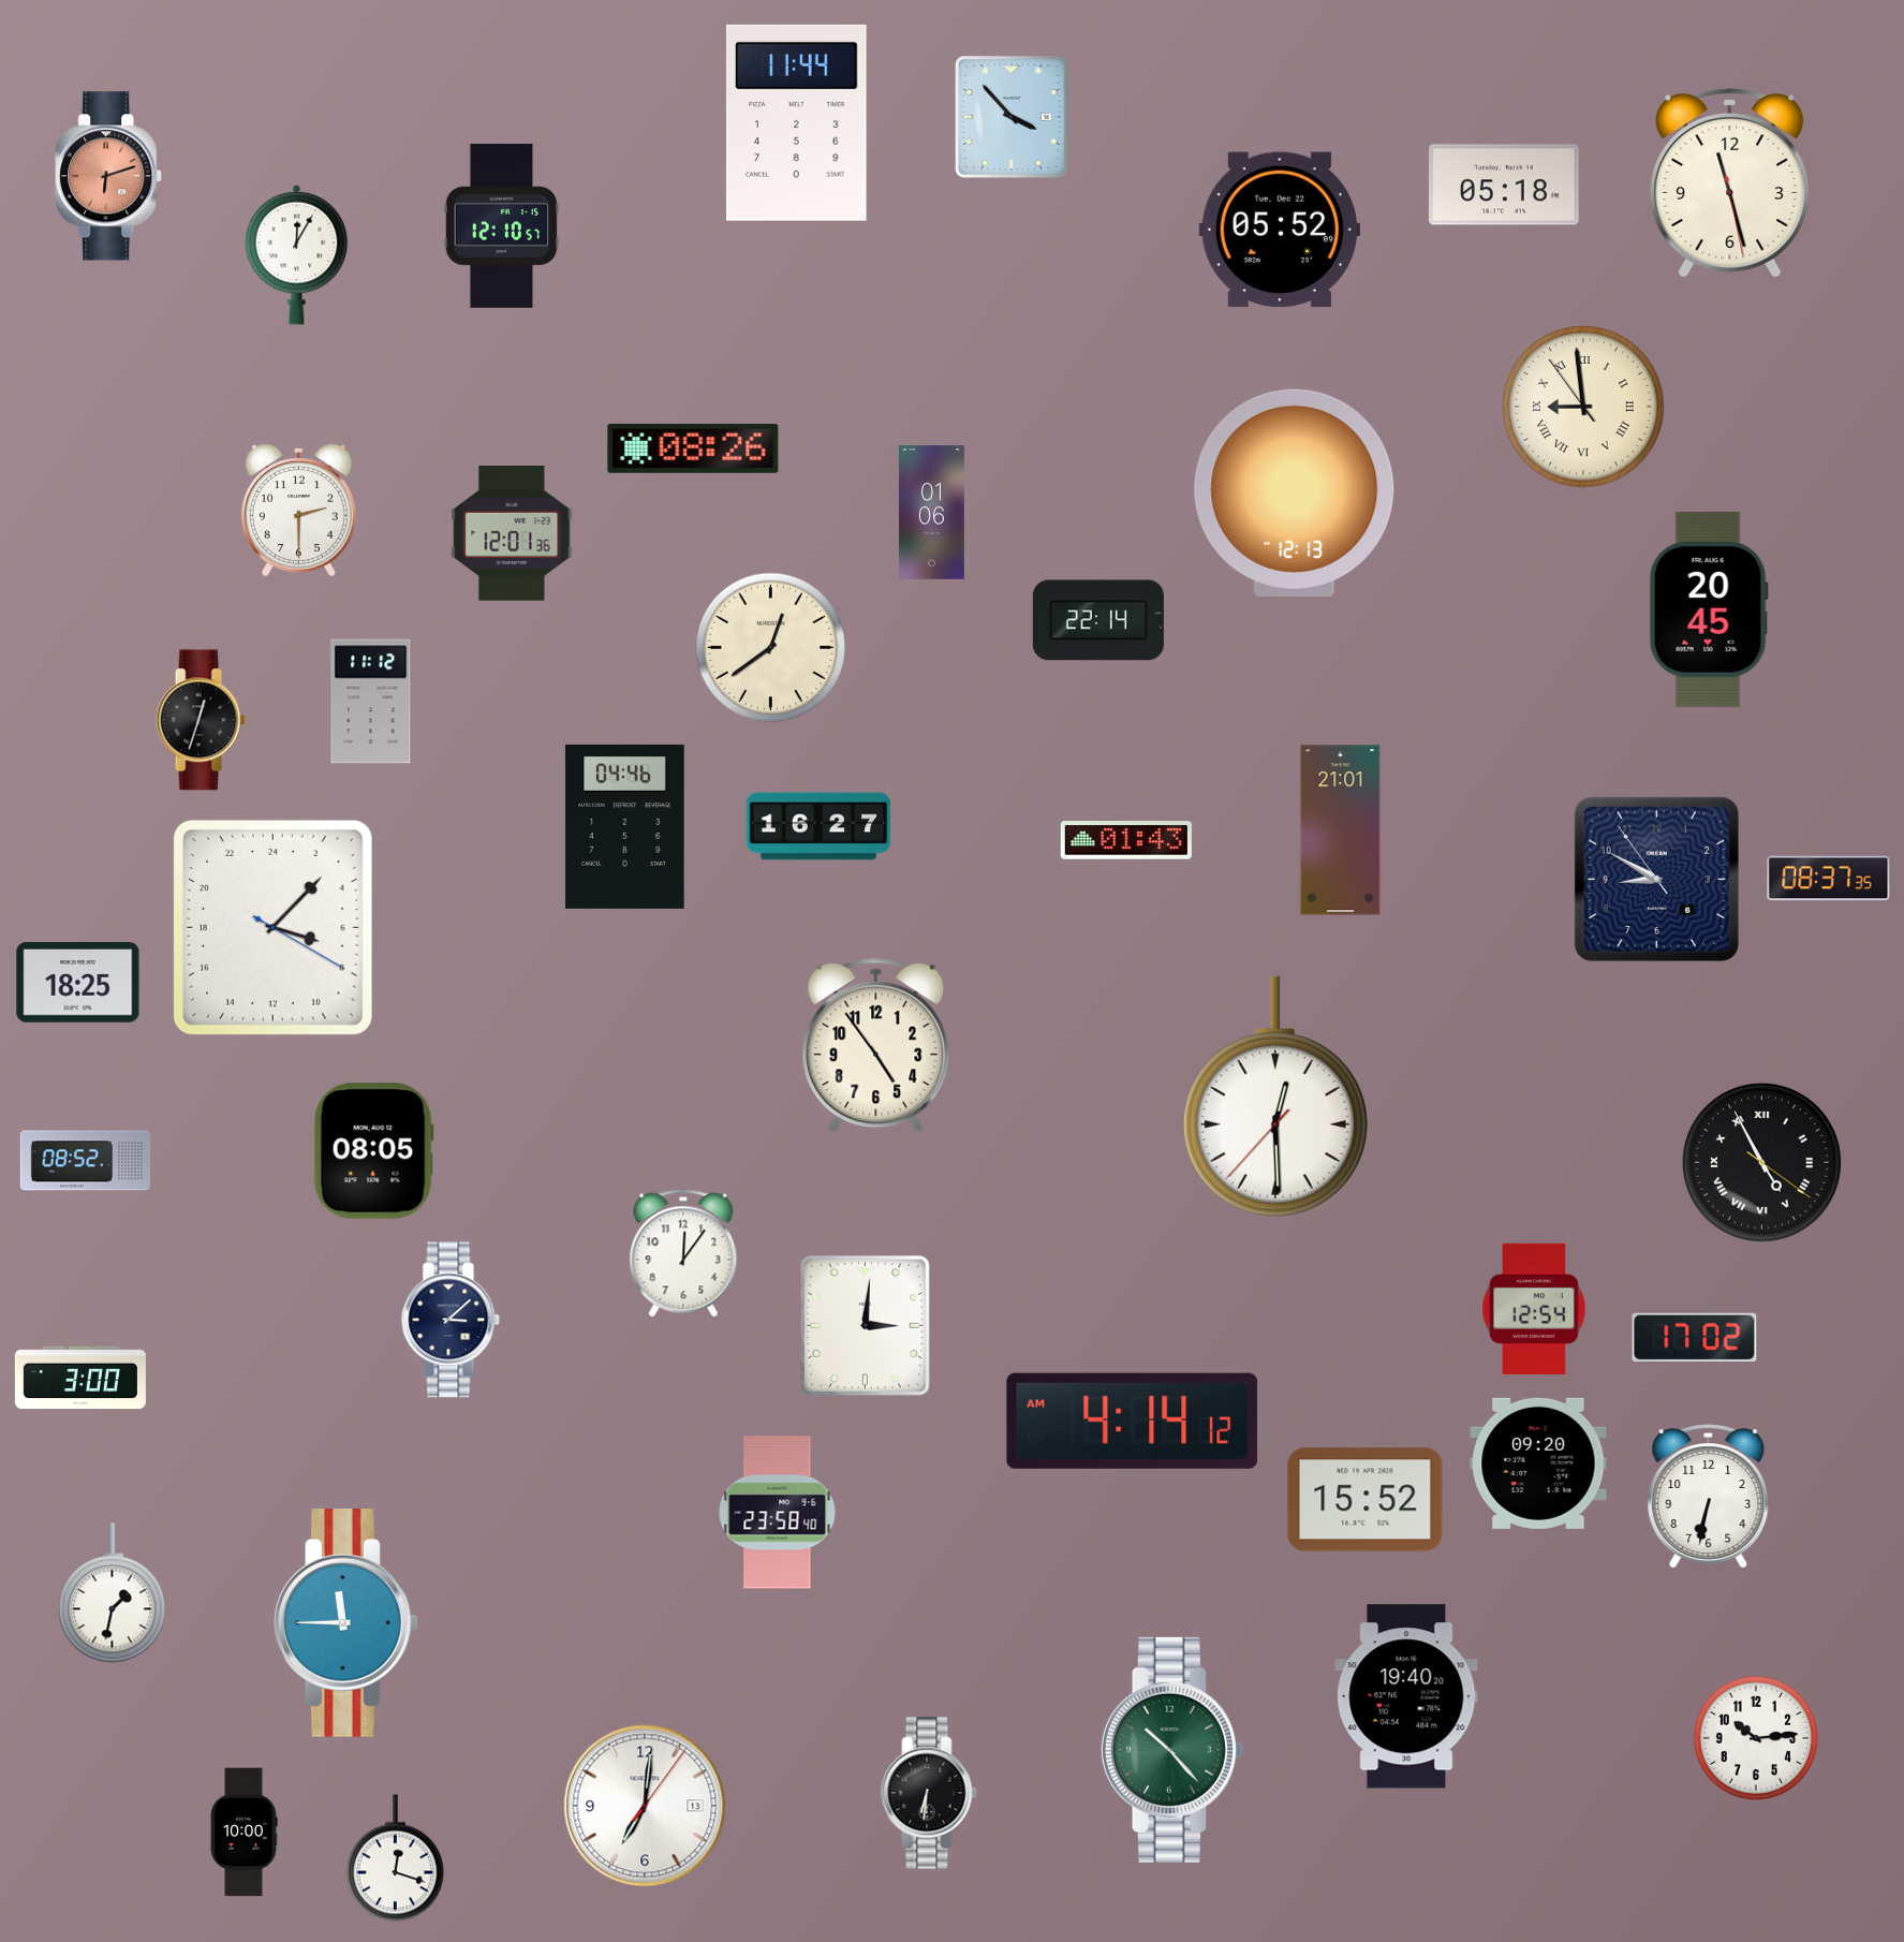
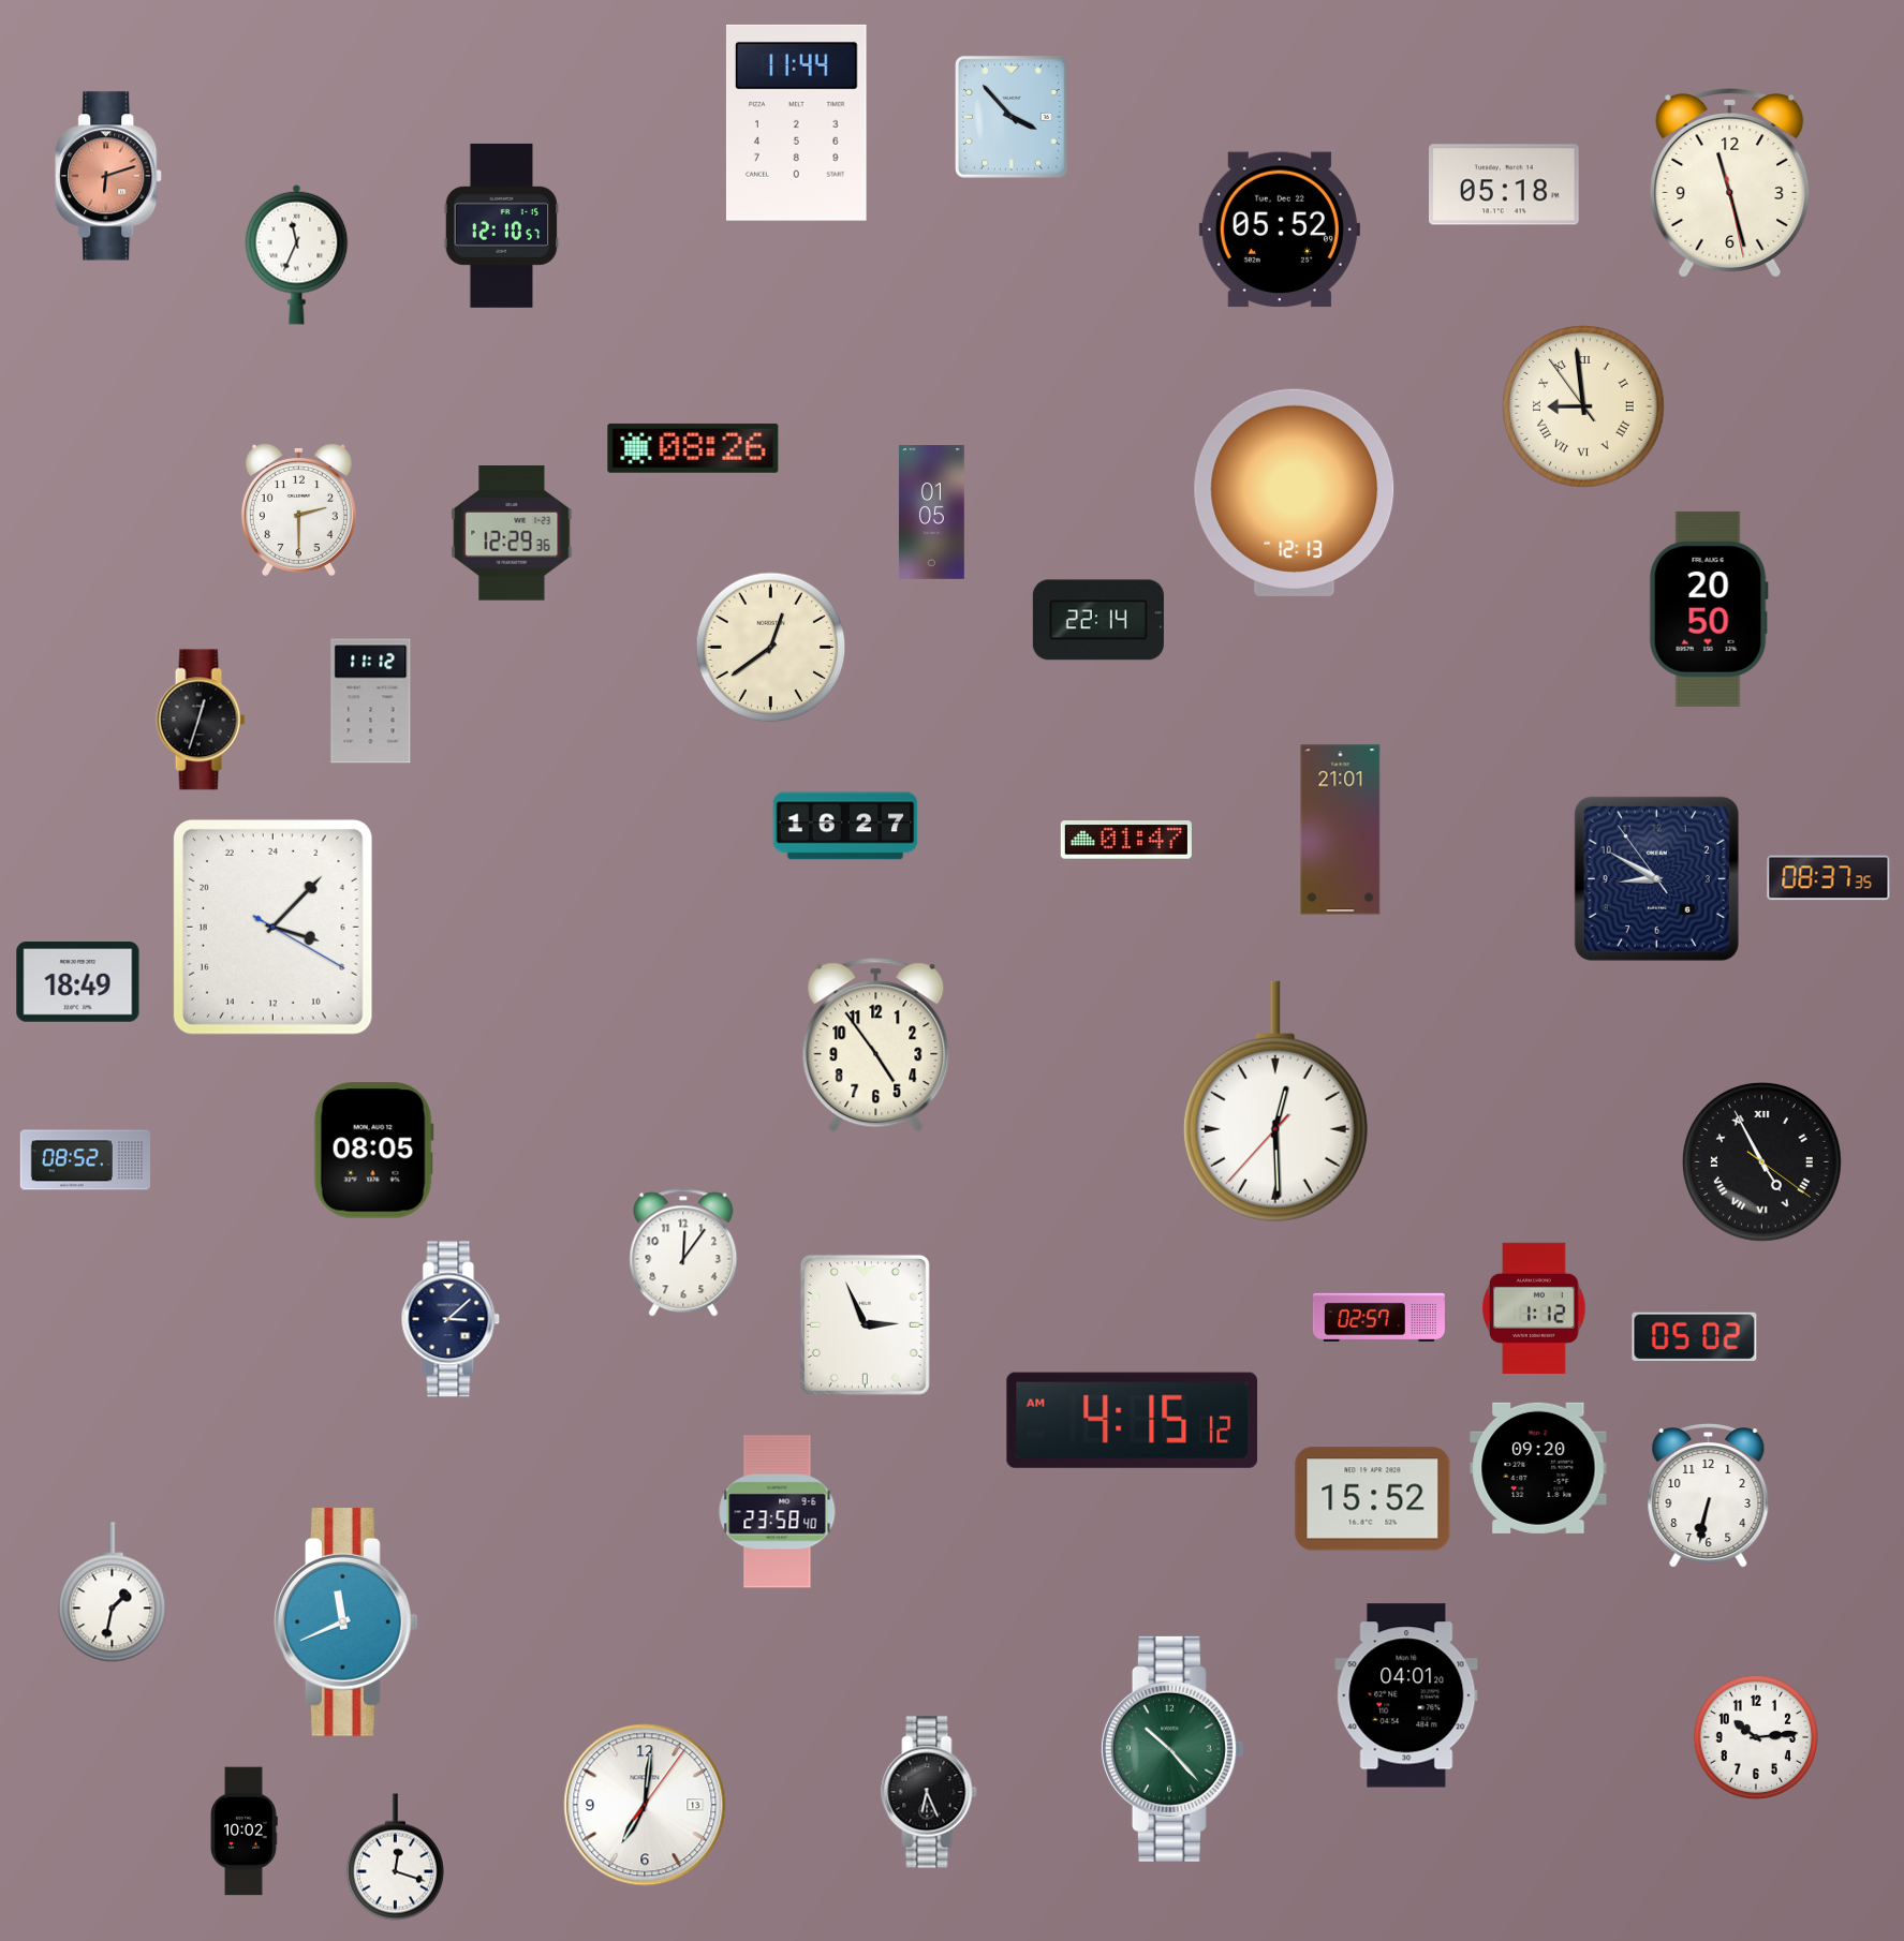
clock at (297, 254): 12:05 -> 11:34
clock at (931, 513): 01:06 -> 01:05
clock at (512, 533): 12:01 -> 12:29
clock at (1709, 609): 20:45 -> 20:50
clock at (625, 826): 04:46 -> none
clock at (818, 826) position: (818, 826) -> (845, 826)
clock at (1126, 840): 01:43 -> 01:47
clock at (78, 983): 18:25 -> 18:49
clock at (1275, 1097) position: (1275, 1097) -> (1275, 1101)
clock at (1534, 1309): 12:54 -> 1:12
clock at (1378, 1317): none -> 02:57
clock at (865, 1325): 3:01 -> 2:56
clock at (1695, 1338): 17:02 -> 05:02
clock at (80, 1378): 3:00 -> none
clock at (1133, 1421): 4:14 -> 4:15
clock at (1538, 1463) position: (1538, 1463) -> (1538, 1468)
clock at (1366, 1500) position: (1366, 1500) -> (1373, 1499)
clock at (346, 1623): 11:45 -> 11:41
clock at (1406, 1696): 19:40 -> 04:01
clock at (929, 1793): 6:31 -> 6:26
clock at (243, 1833): 10:00 -> 10:02
